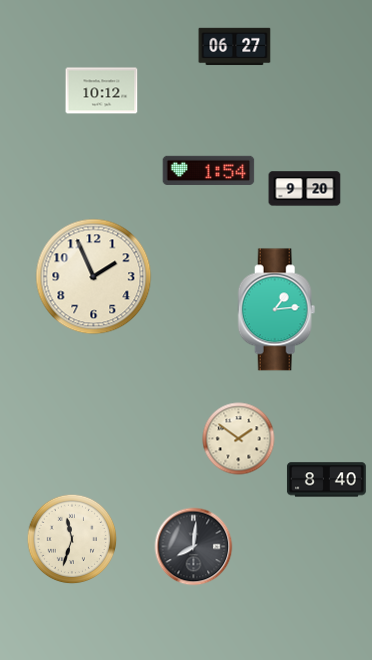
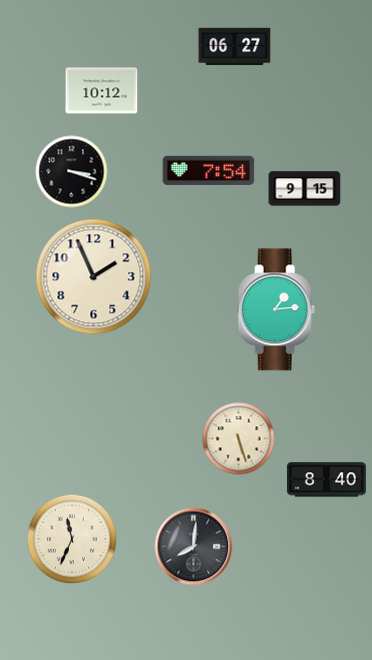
clock at (209, 170): 1:54 -> 7:54
clock at (72, 172): none -> 3:18
clock at (305, 189): 9:20 -> 9:15
clock at (239, 439): 1:51 -> 5:27
clock at (72, 539): 11:33 -> 11:34
